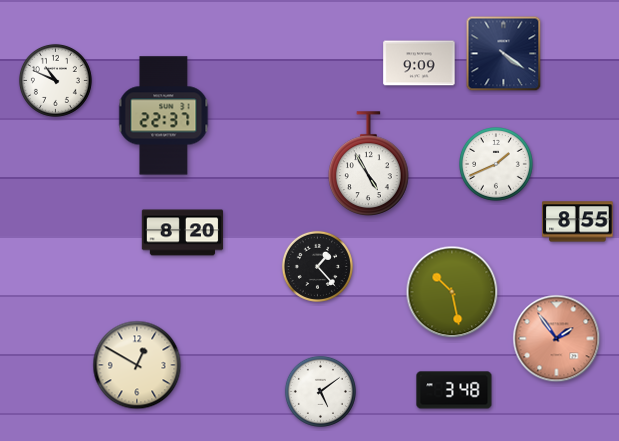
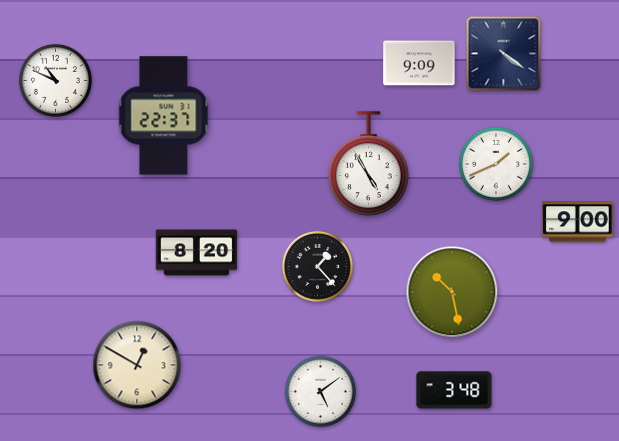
clock at (578, 222): 8:55 -> 9:00
clock at (183, 233) position: (183, 233) -> (197, 253)
clock at (557, 339): 1:54 -> none
